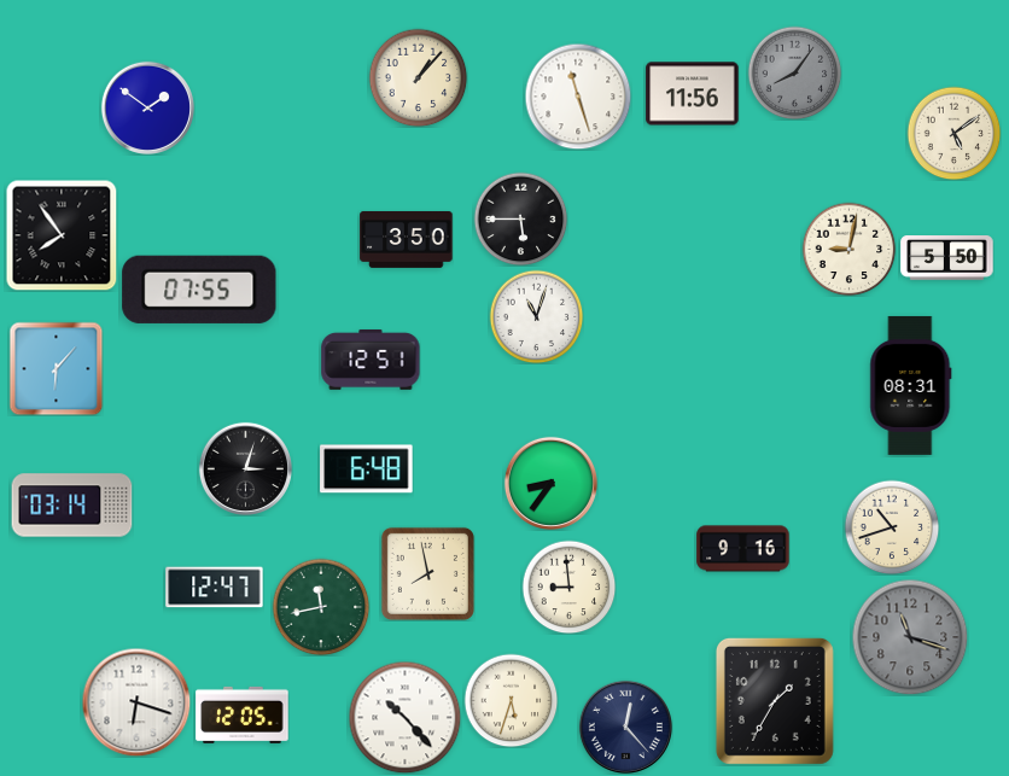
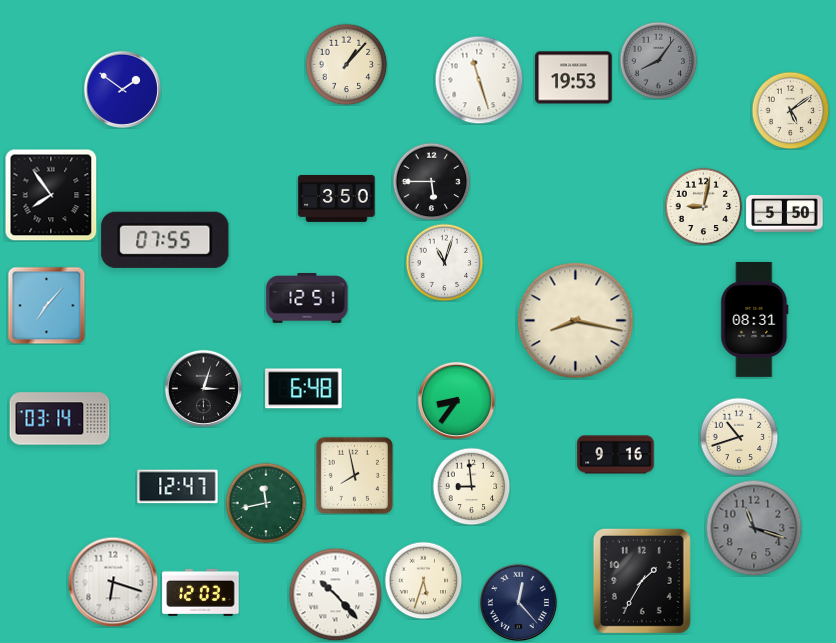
clock at (693, 94): 11:56 -> 19:53
clock at (56, 368): 6:07 -> 7:07
clock at (576, 321): none -> 8:17
clock at (243, 714): 12:05 -> 12:03
